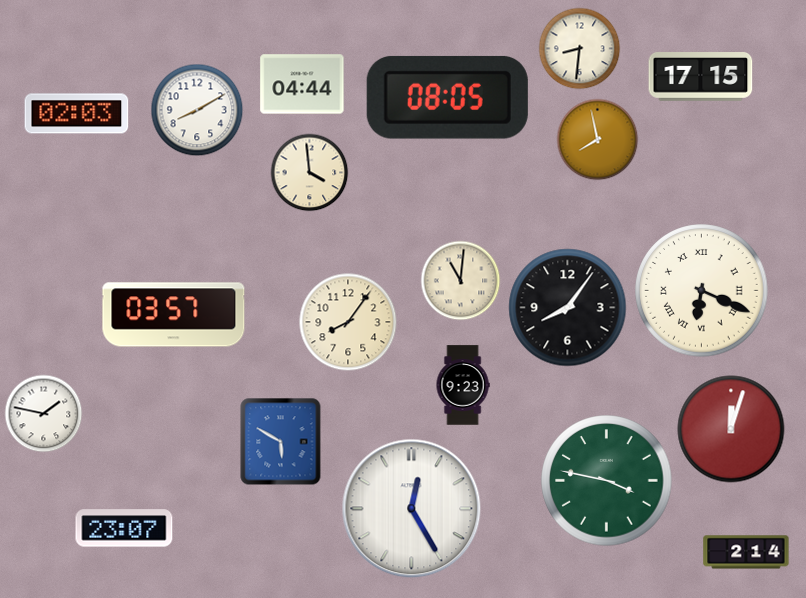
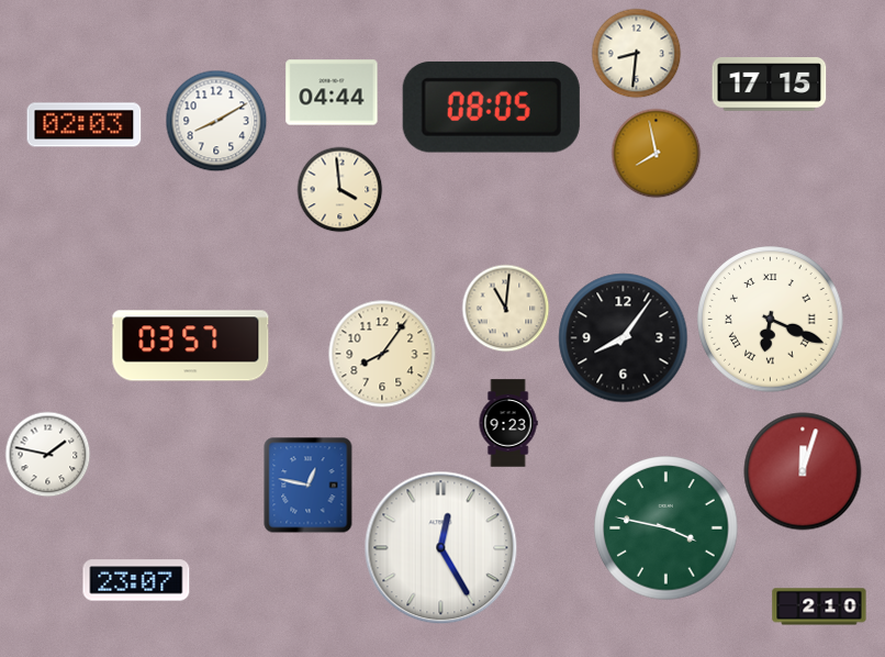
clock at (281, 441): 5:50 -> 12:47
clock at (412, 509) position: (412, 509) -> (441, 548)
clock at (746, 552): 2:14 -> 2:10
